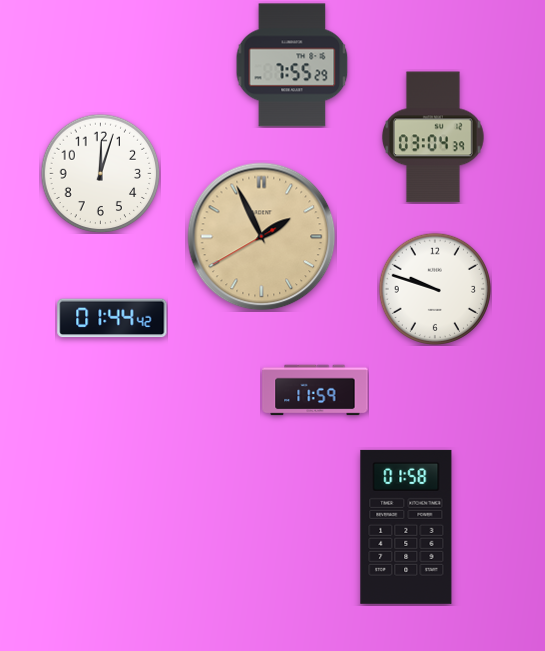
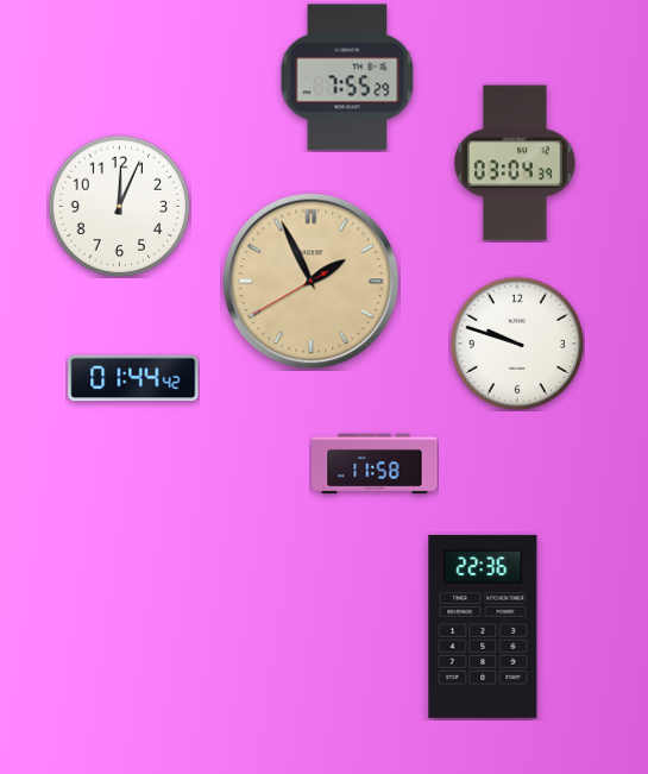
clock at (100, 173): 12:03 -> 12:04
clock at (315, 390): 11:59 -> 11:58
clock at (406, 527): 01:58 -> 22:36
